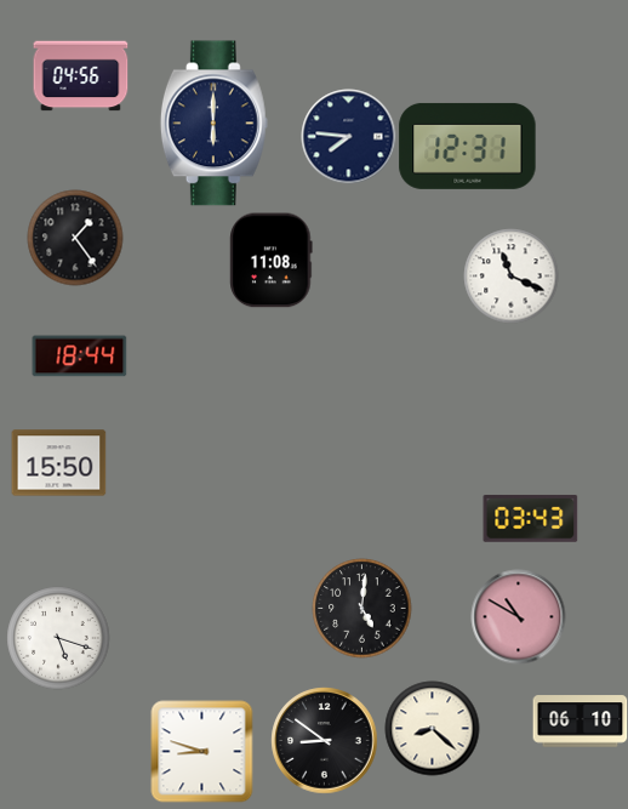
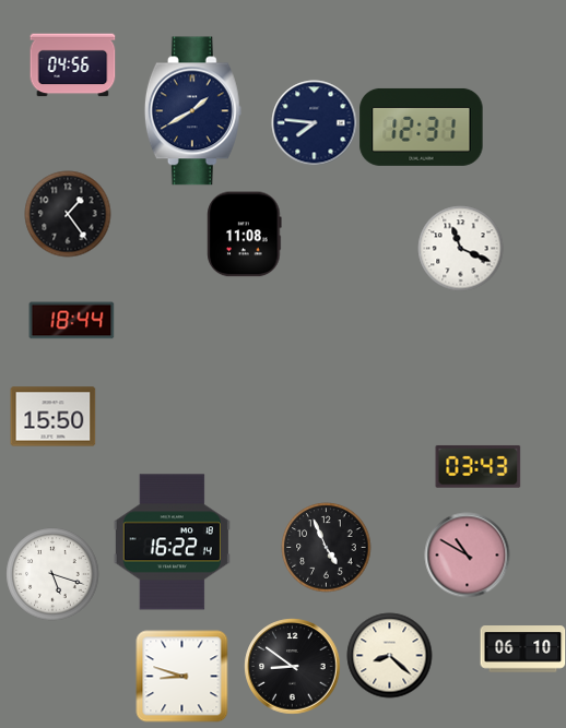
clock at (80, 76) position: (80, 76) -> (72, 65)
clock at (213, 124): 6:00 -> 1:40
clock at (468, 146) position: (468, 146) -> (422, 127)
clock at (172, 542): none -> 16:22
clock at (361, 608): 5:01 -> 4:56
